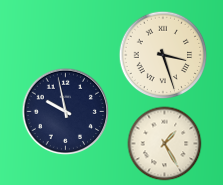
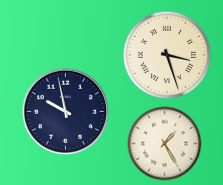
clock at (163, 55) position: (163, 55) -> (167, 55)
